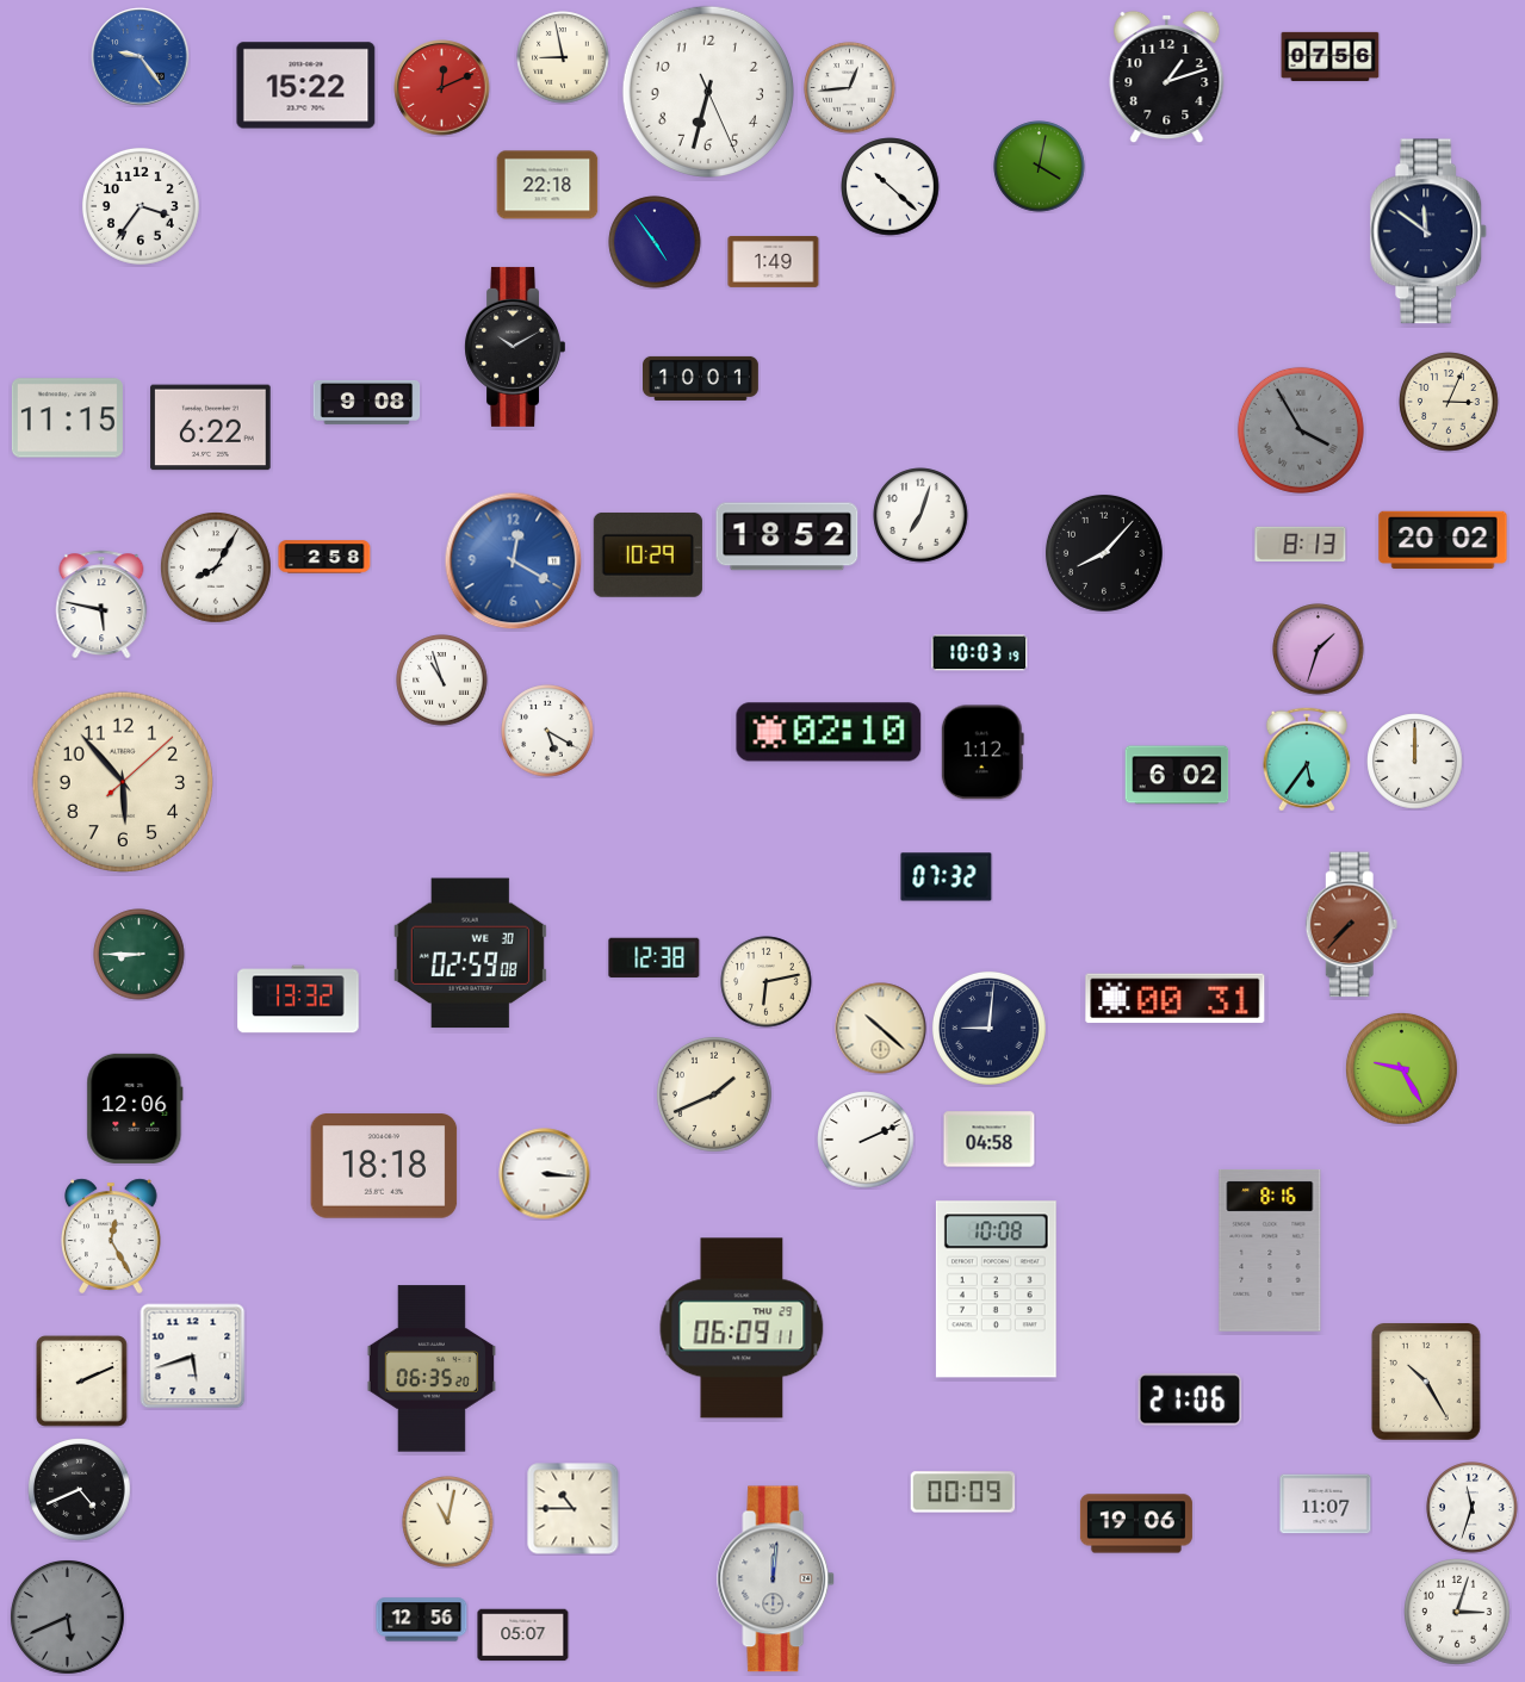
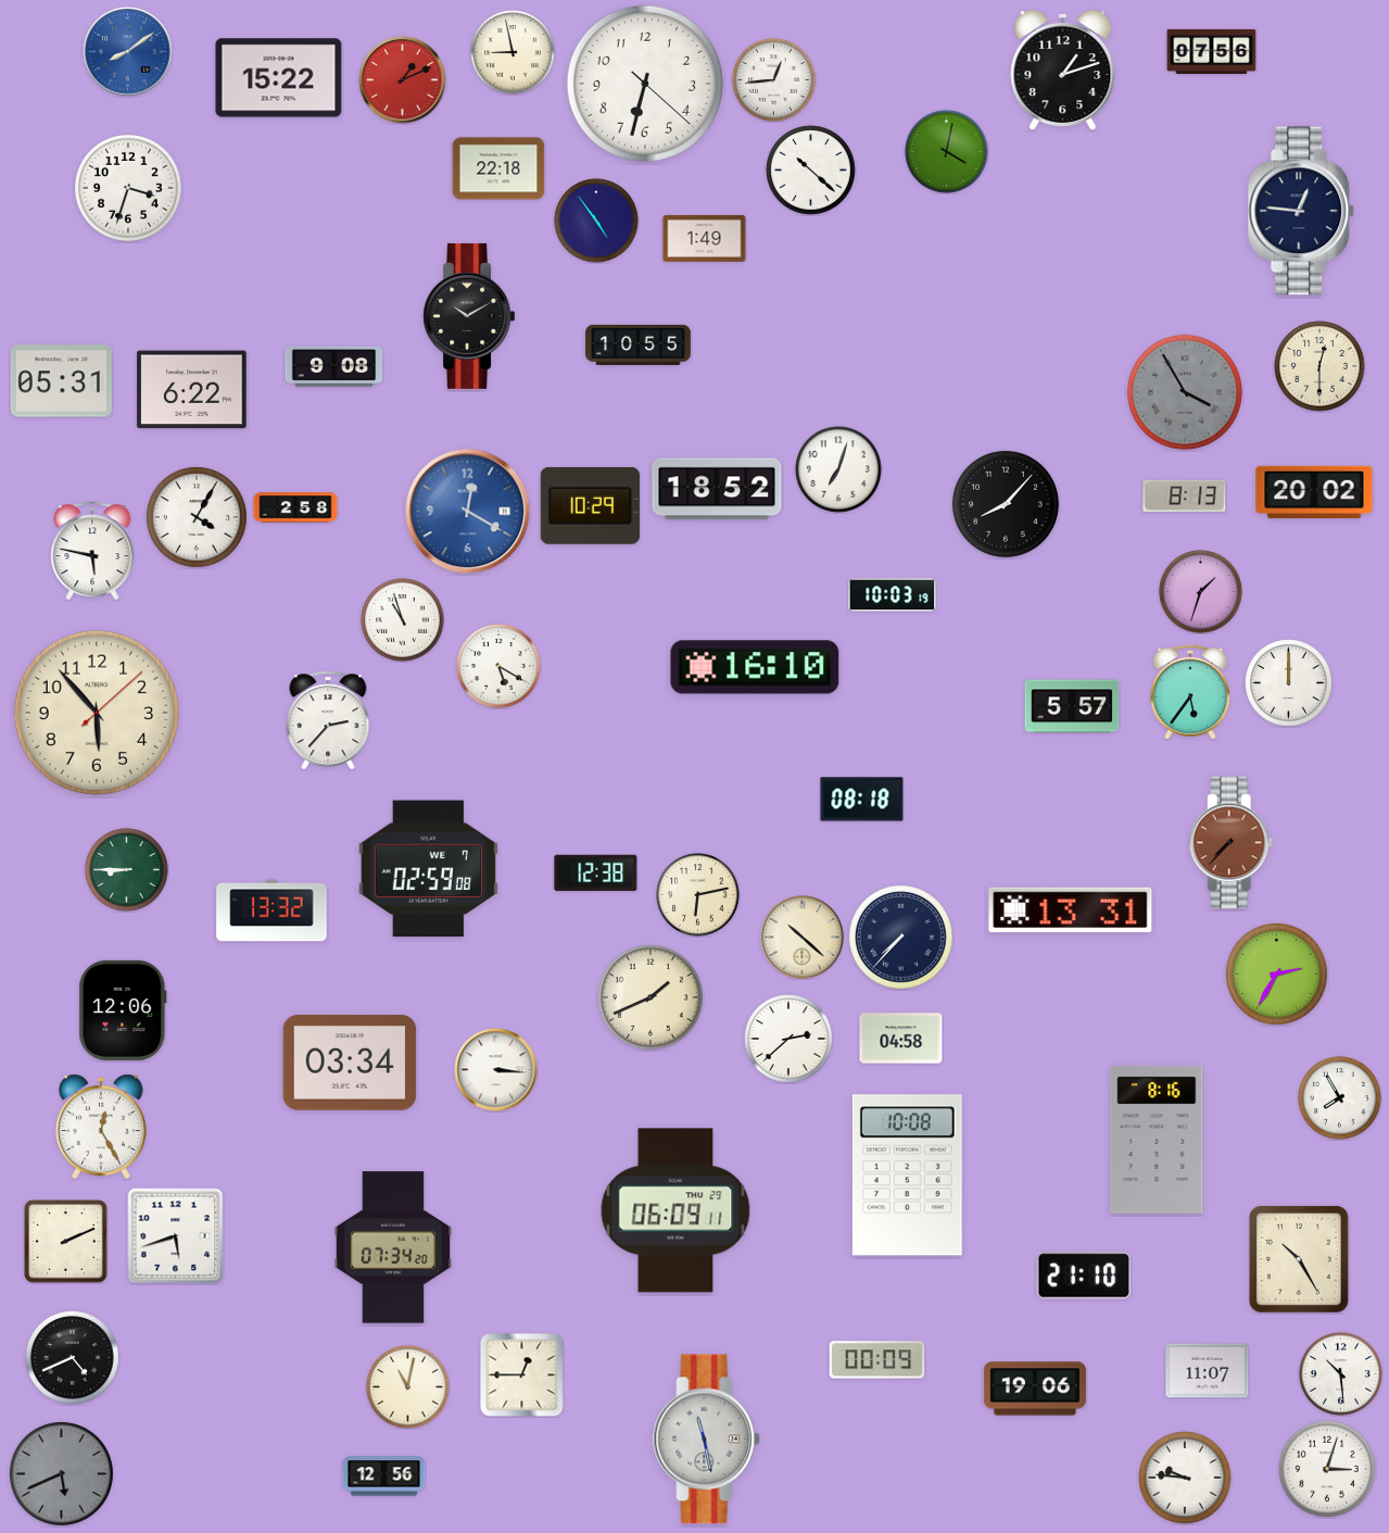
clock at (141, 57): 9:24 -> 8:09
clock at (442, 88): 12:11 -> 1:11
clock at (707, 91): 6:32:26 -> 6:32:22
clock at (141, 206): 3:36 -> 3:33
clock at (1428, 231): 11:51 -> 12:46
clock at (701, 378): 10:01 -> 10:55
clock at (1449, 402): 3:04 -> 12:30
clock at (67, 418): 11:15 -> 05:31
clock at (217, 569): 8:05 -> 4:05
clock at (829, 732): 02:10 -> 16:10
clock at (982, 752): 1:12 -> none
clock at (1415, 762) position: (1415, 762) -> (1289, 683)
clock at (1177, 775): 6:02 -> 5:57
clock at (123, 782) position: (123, 782) -> (97, 713)
clock at (328, 720): none -> 2:37
clock at (947, 877): 07:32 -> 08:18
clock at (470, 954) date: WE 30 -> WE 7
clock at (1176, 999): 00:31 -> 13:31
clock at (988, 1028): 9:01 -> 7:37
clock at (1401, 1068): 9:25 -> 2:35
clock at (866, 1140): 2:11 -> 2:38
clock at (384, 1166): 18:18 -> 03:34
clock at (1340, 1098): none -> 7:55
clock at (430, 1368): 06:35 -> 07:34
clock at (82, 1382) position: (82, 1382) -> (66, 1242)
clock at (1190, 1399): 21:06 -> 21:10
clock at (1473, 1508): 11:33 -> 10:29
clock at (574, 1509): 10:45 -> 12:45
clock at (776, 1579): 12:01 -> 11:28
clock at (1185, 1478): none -> 9:46
clock at (523, 1636): 05:07 -> none
